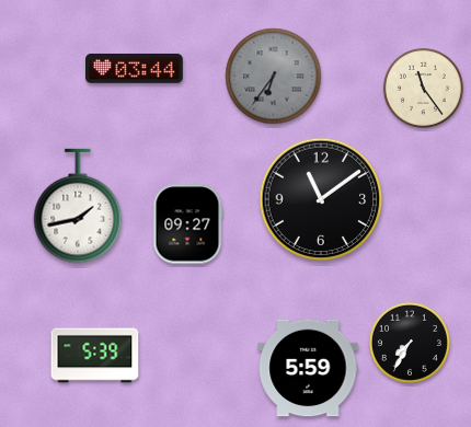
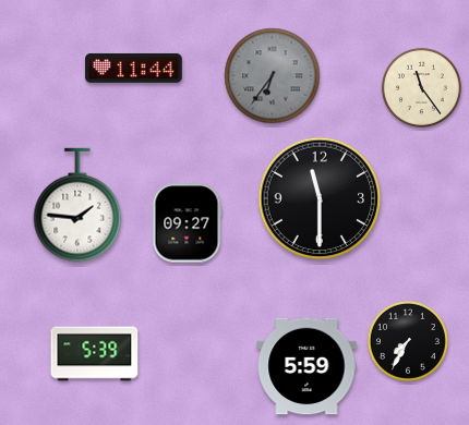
clock at (135, 69): 03:44 -> 11:44
clock at (321, 199): 11:09 -> 11:30
clock at (78, 206): 1:43 -> 1:46
